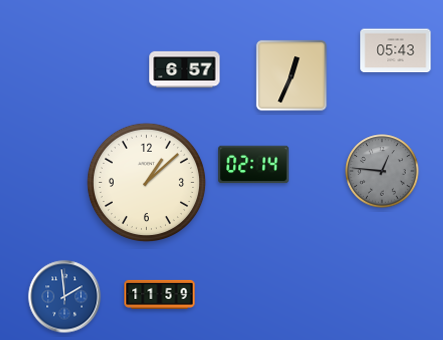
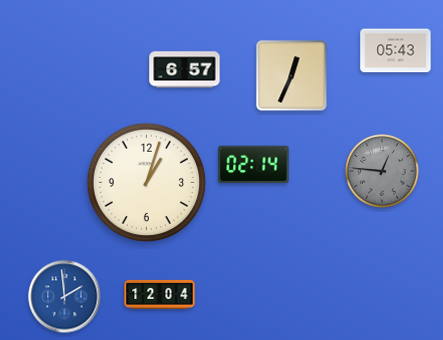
clock at (147, 183): 1:08 -> 1:03
clock at (160, 294): 11:59 -> 12:04
